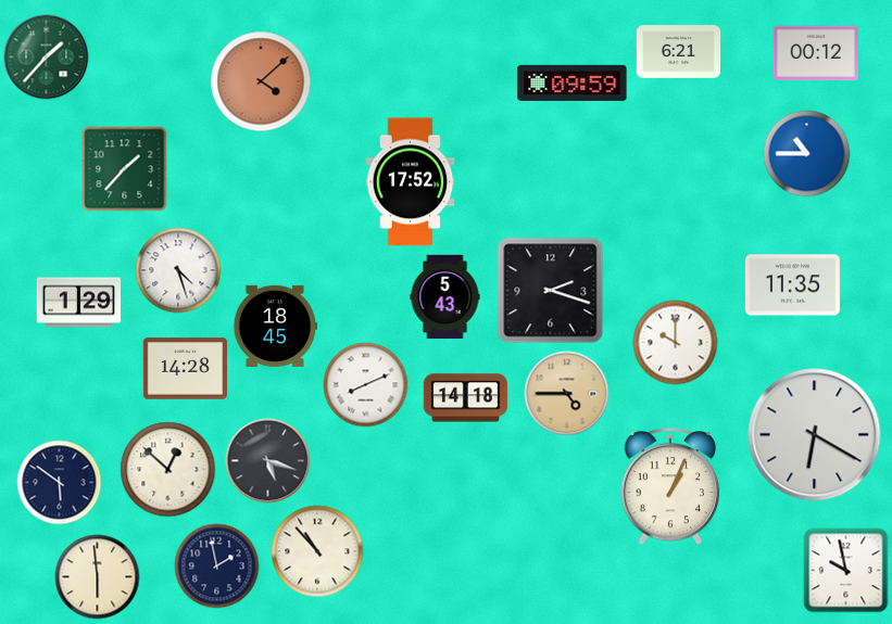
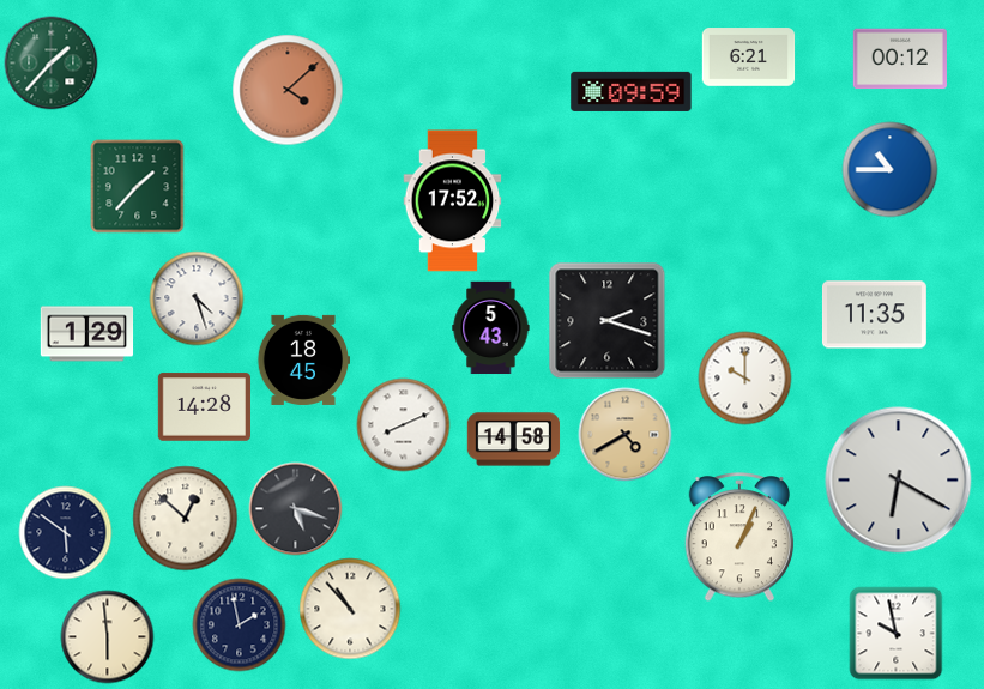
clock at (566, 393): 4:45 -> 4:40
clock at (465, 398): 14:18 -> 14:58
clock at (845, 570) position: (845, 570) -> (895, 633)
